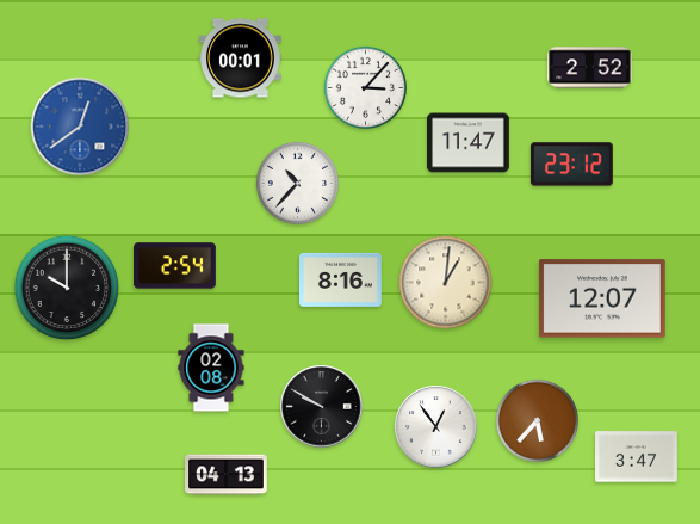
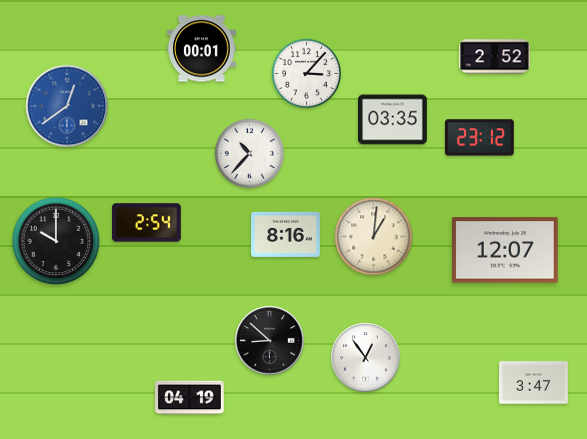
clock at (469, 143): 11:47 -> 03:35
clock at (211, 368): 02:08 -> none
clock at (322, 407): 9:50 -> 8:52
clock at (537, 420): 5:37 -> none
clock at (227, 475): 04:13 -> 04:19
